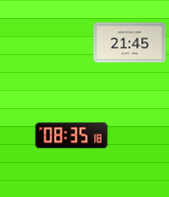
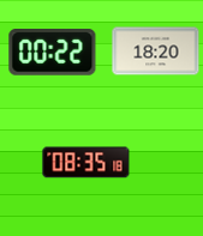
clock at (130, 43): 21:45 -> 18:20
clock at (53, 53): none -> 00:22
